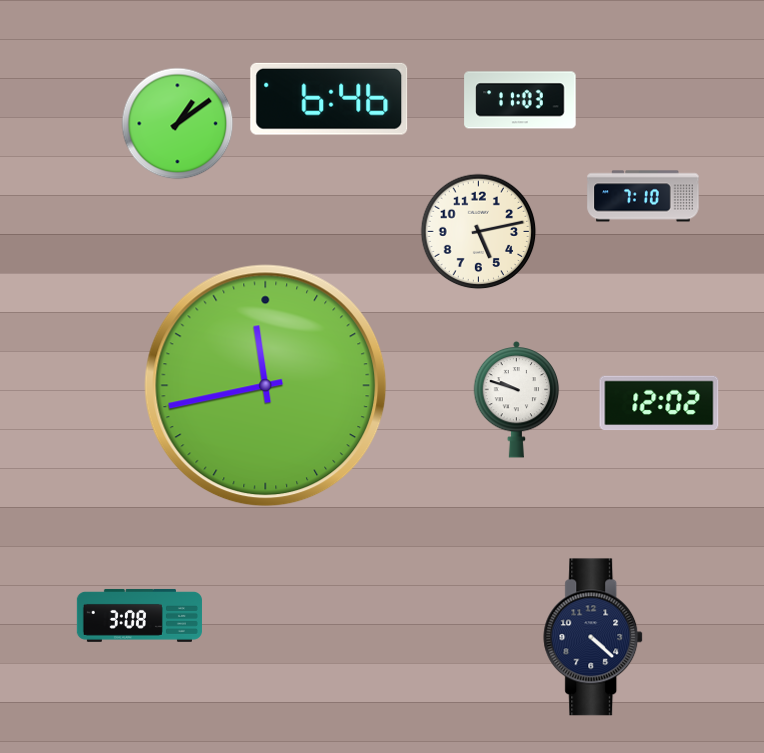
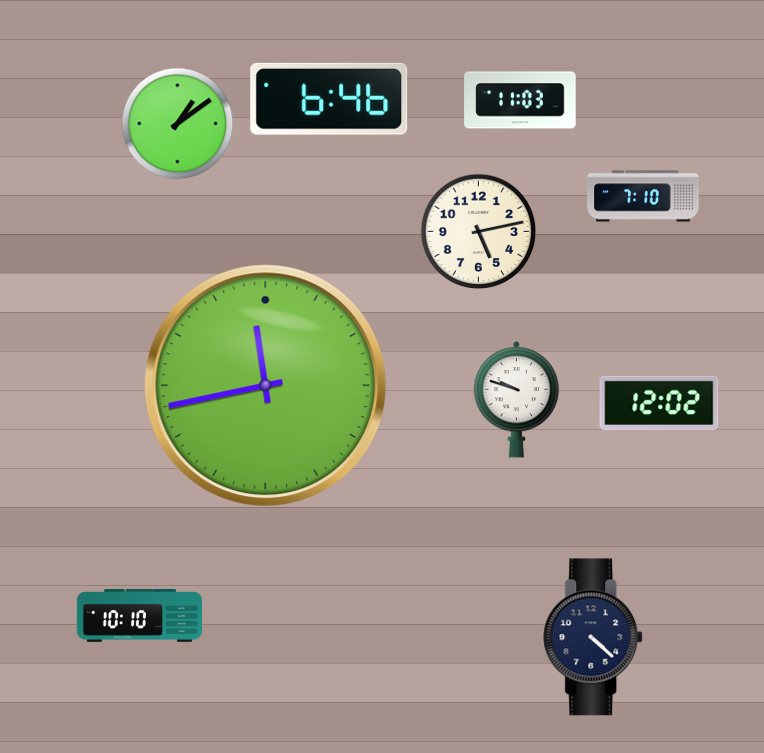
clock at (139, 615): 3:08 -> 10:10
